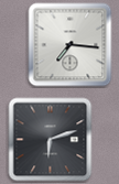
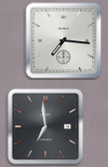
clock at (51, 140): 6:12 -> 6:59
